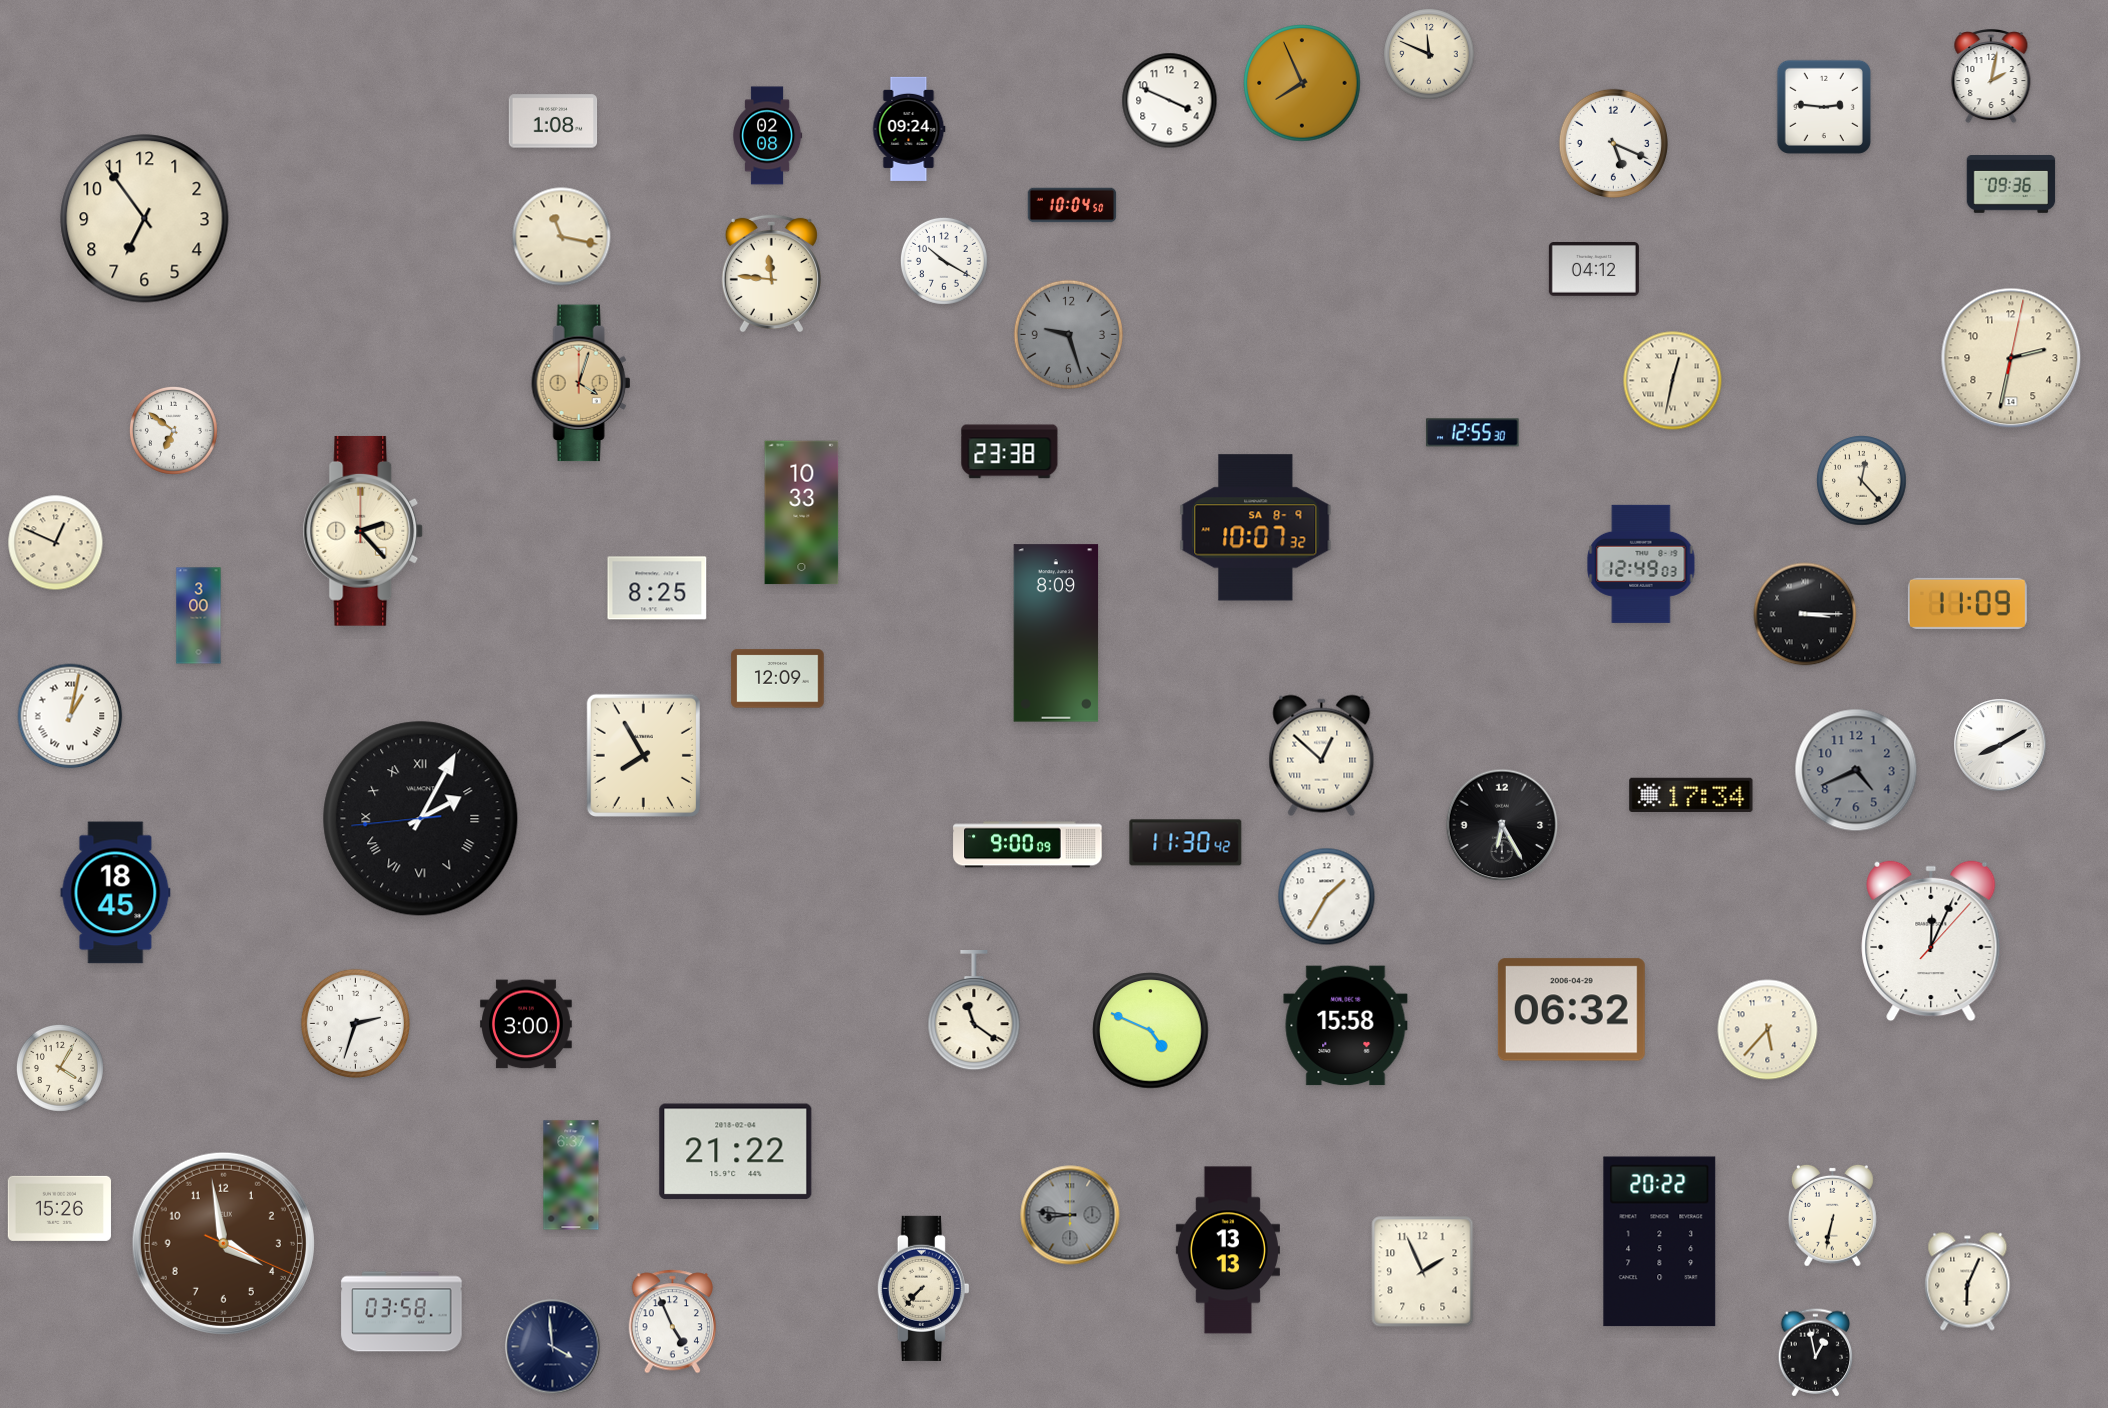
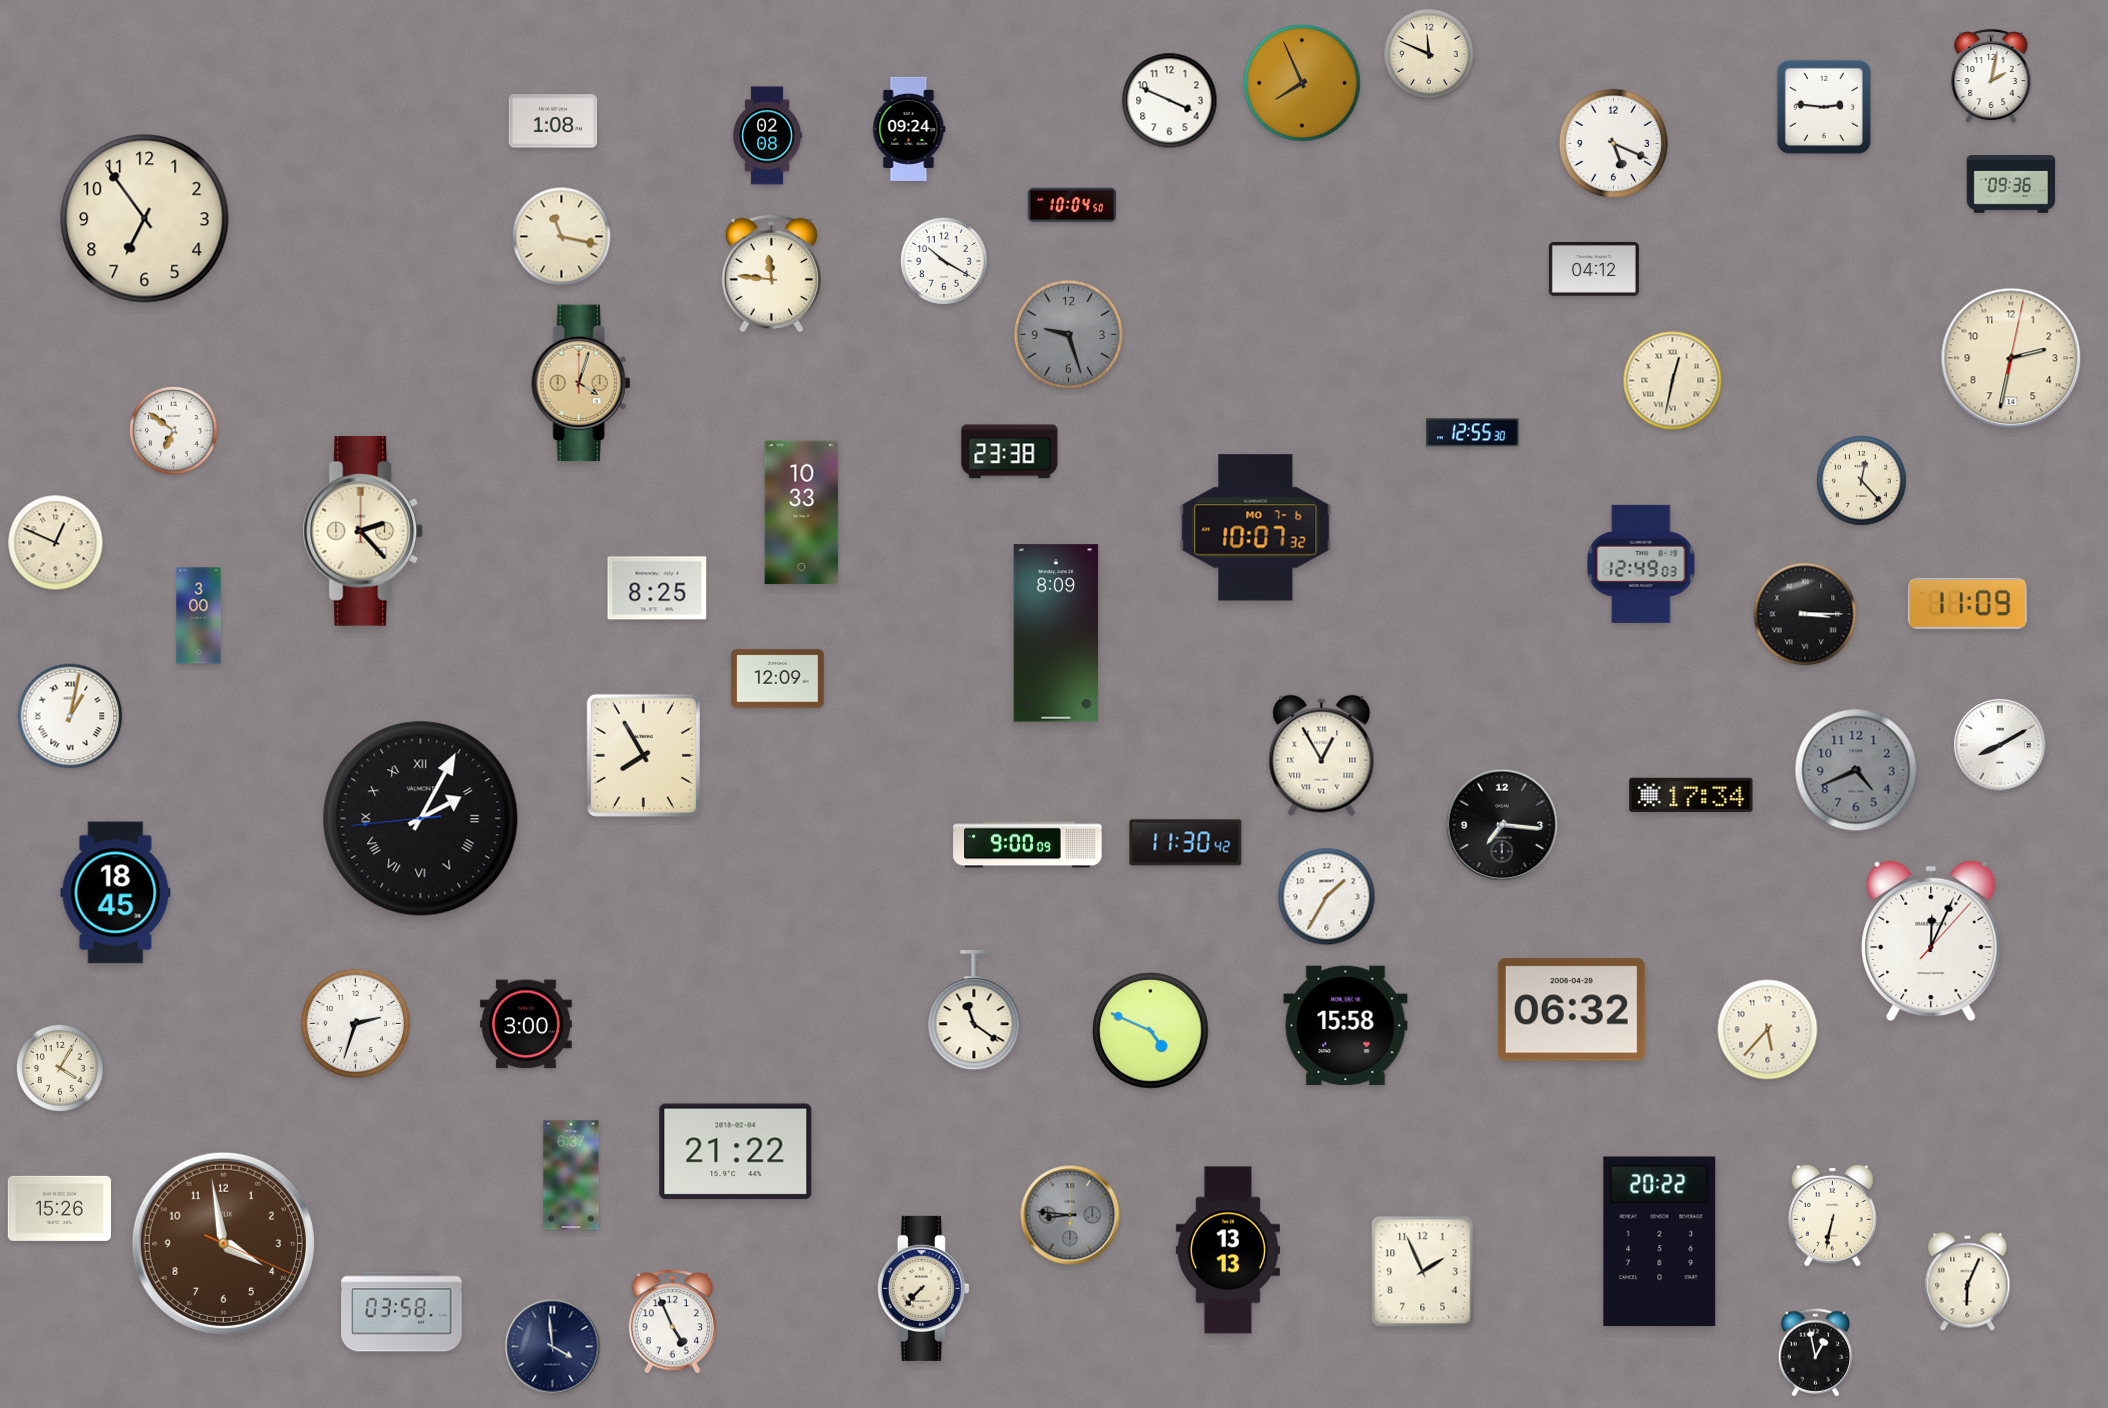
clock at (1256, 528) date: SA 8-9 -> MO 7-6
clock at (1322, 756): 12:52 -> 12:55
clock at (1502, 825): 6:25 -> 7:16
